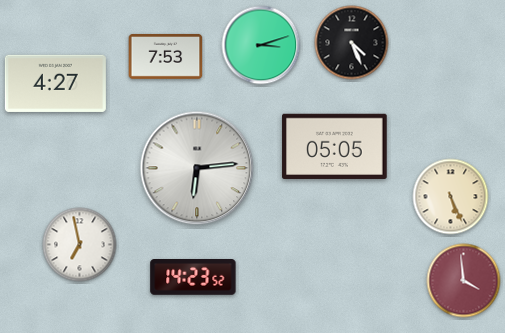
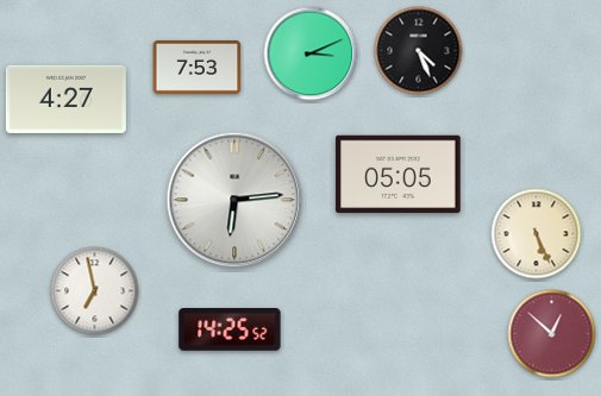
clock at (261, 45): 3:12 -> 3:11
clock at (193, 278): 14:23 -> 14:25
clock at (464, 281): 3:59 -> 12:52
